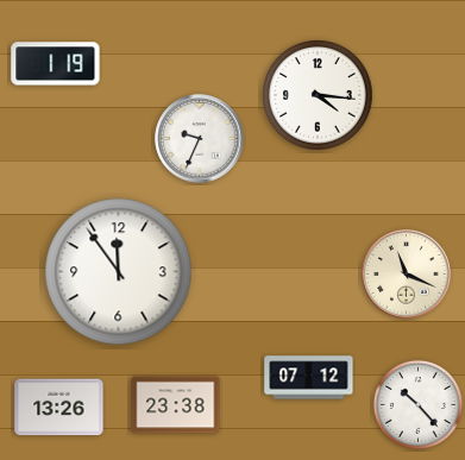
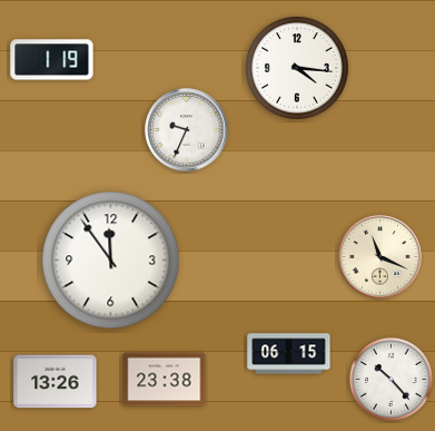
clock at (318, 95) position: (318, 95) -> (297, 68)
clock at (119, 272) position: (119, 272) -> (111, 261)
clock at (309, 378): 07:12 -> 06:15
